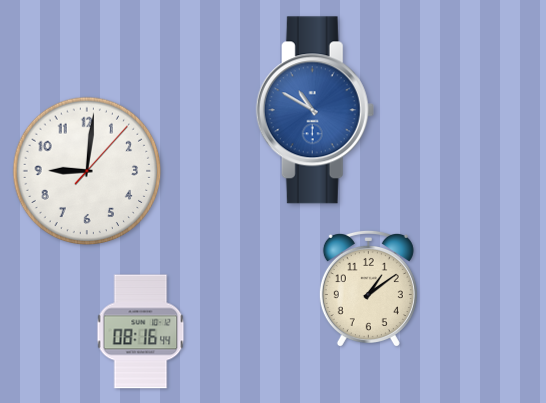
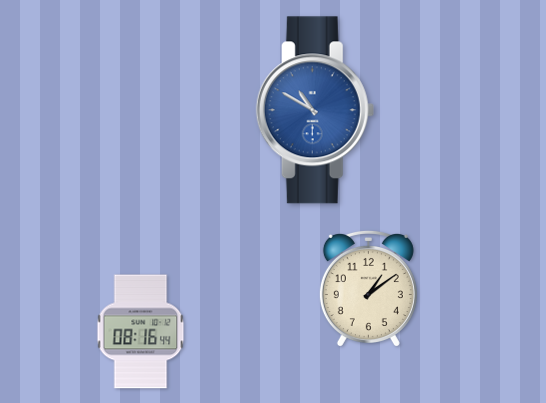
clock at (87, 171): 9:01 -> none
